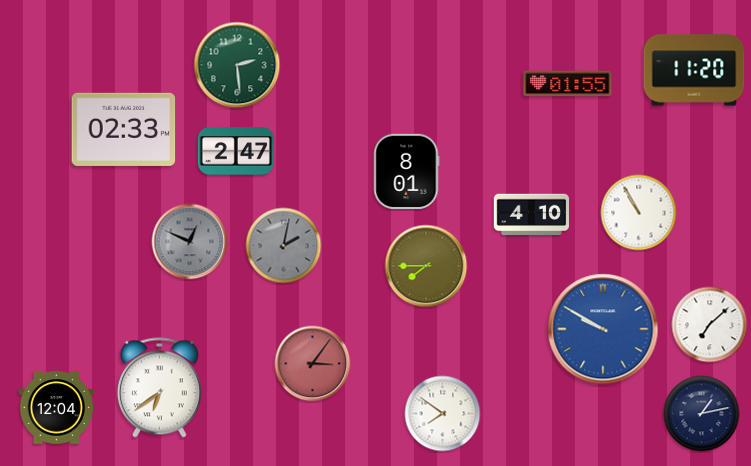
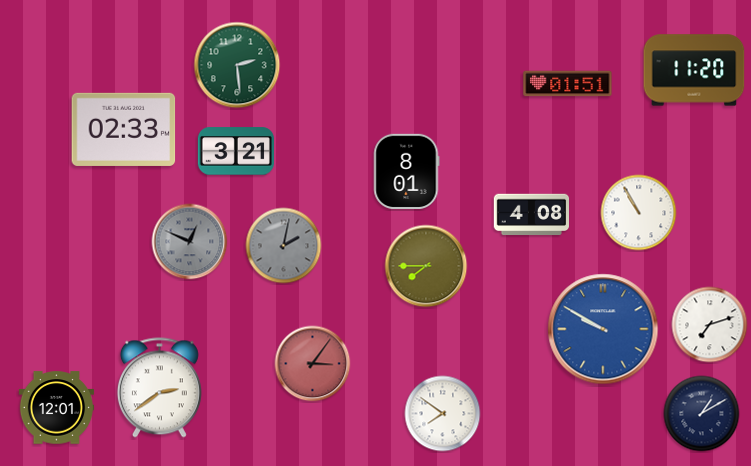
clock at (568, 84): 01:55 -> 01:51
clock at (236, 151): 2:47 -> 3:21
clock at (531, 215): 4:10 -> 4:08
clock at (710, 325): 7:08 -> 7:12
clock at (159, 388): 6:39 -> 2:39
clock at (57, 408): 12:04 -> 12:01
clock at (702, 414): 1:13 -> 1:10
